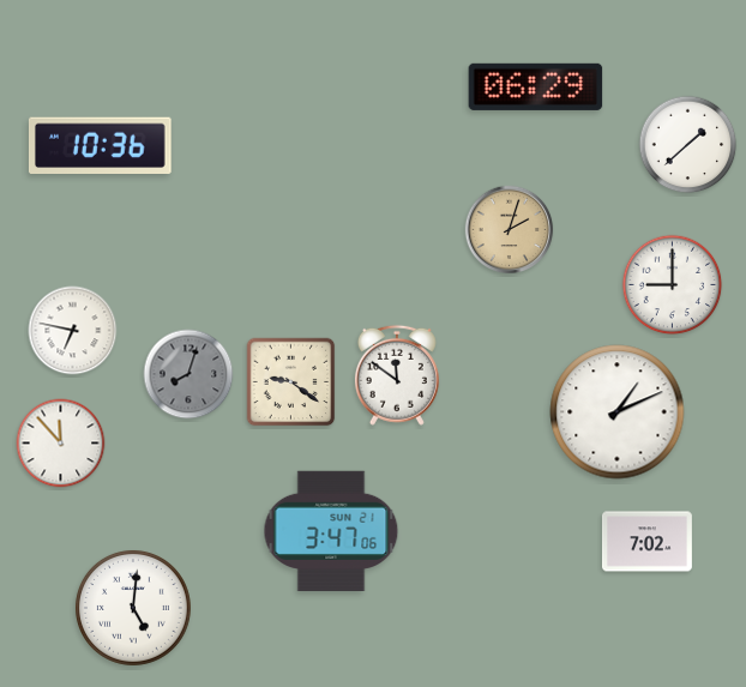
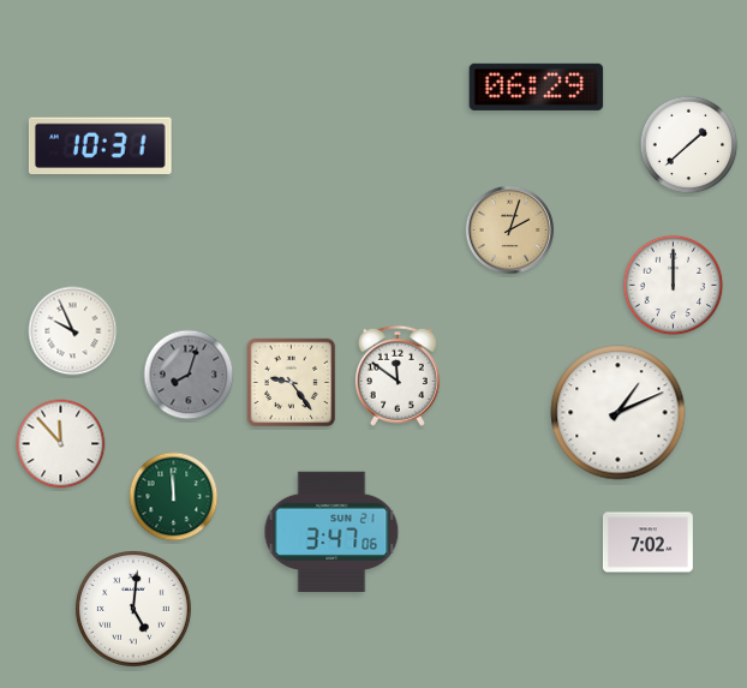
clock at (100, 146): 10:36 -> 10:31
clock at (673, 285): 9:00 -> 12:00
clock at (73, 331): 6:47 -> 9:56
clock at (291, 382): 9:21 -> 9:24
clock at (174, 497): none -> 11:59
